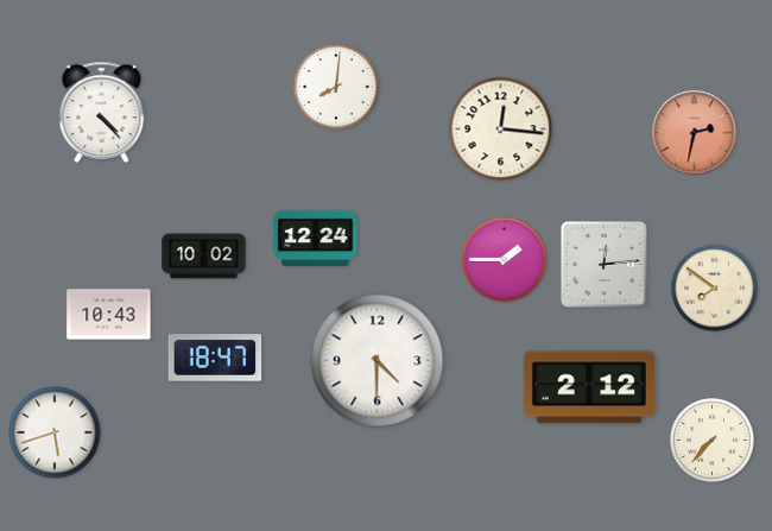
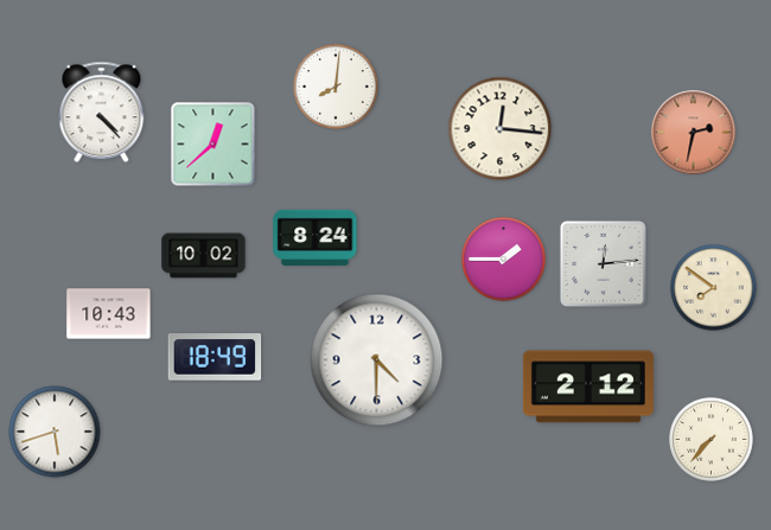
clock at (214, 145): none -> 12:38
clock at (316, 238): 12:24 -> 8:24
clock at (215, 358): 18:47 -> 18:49
